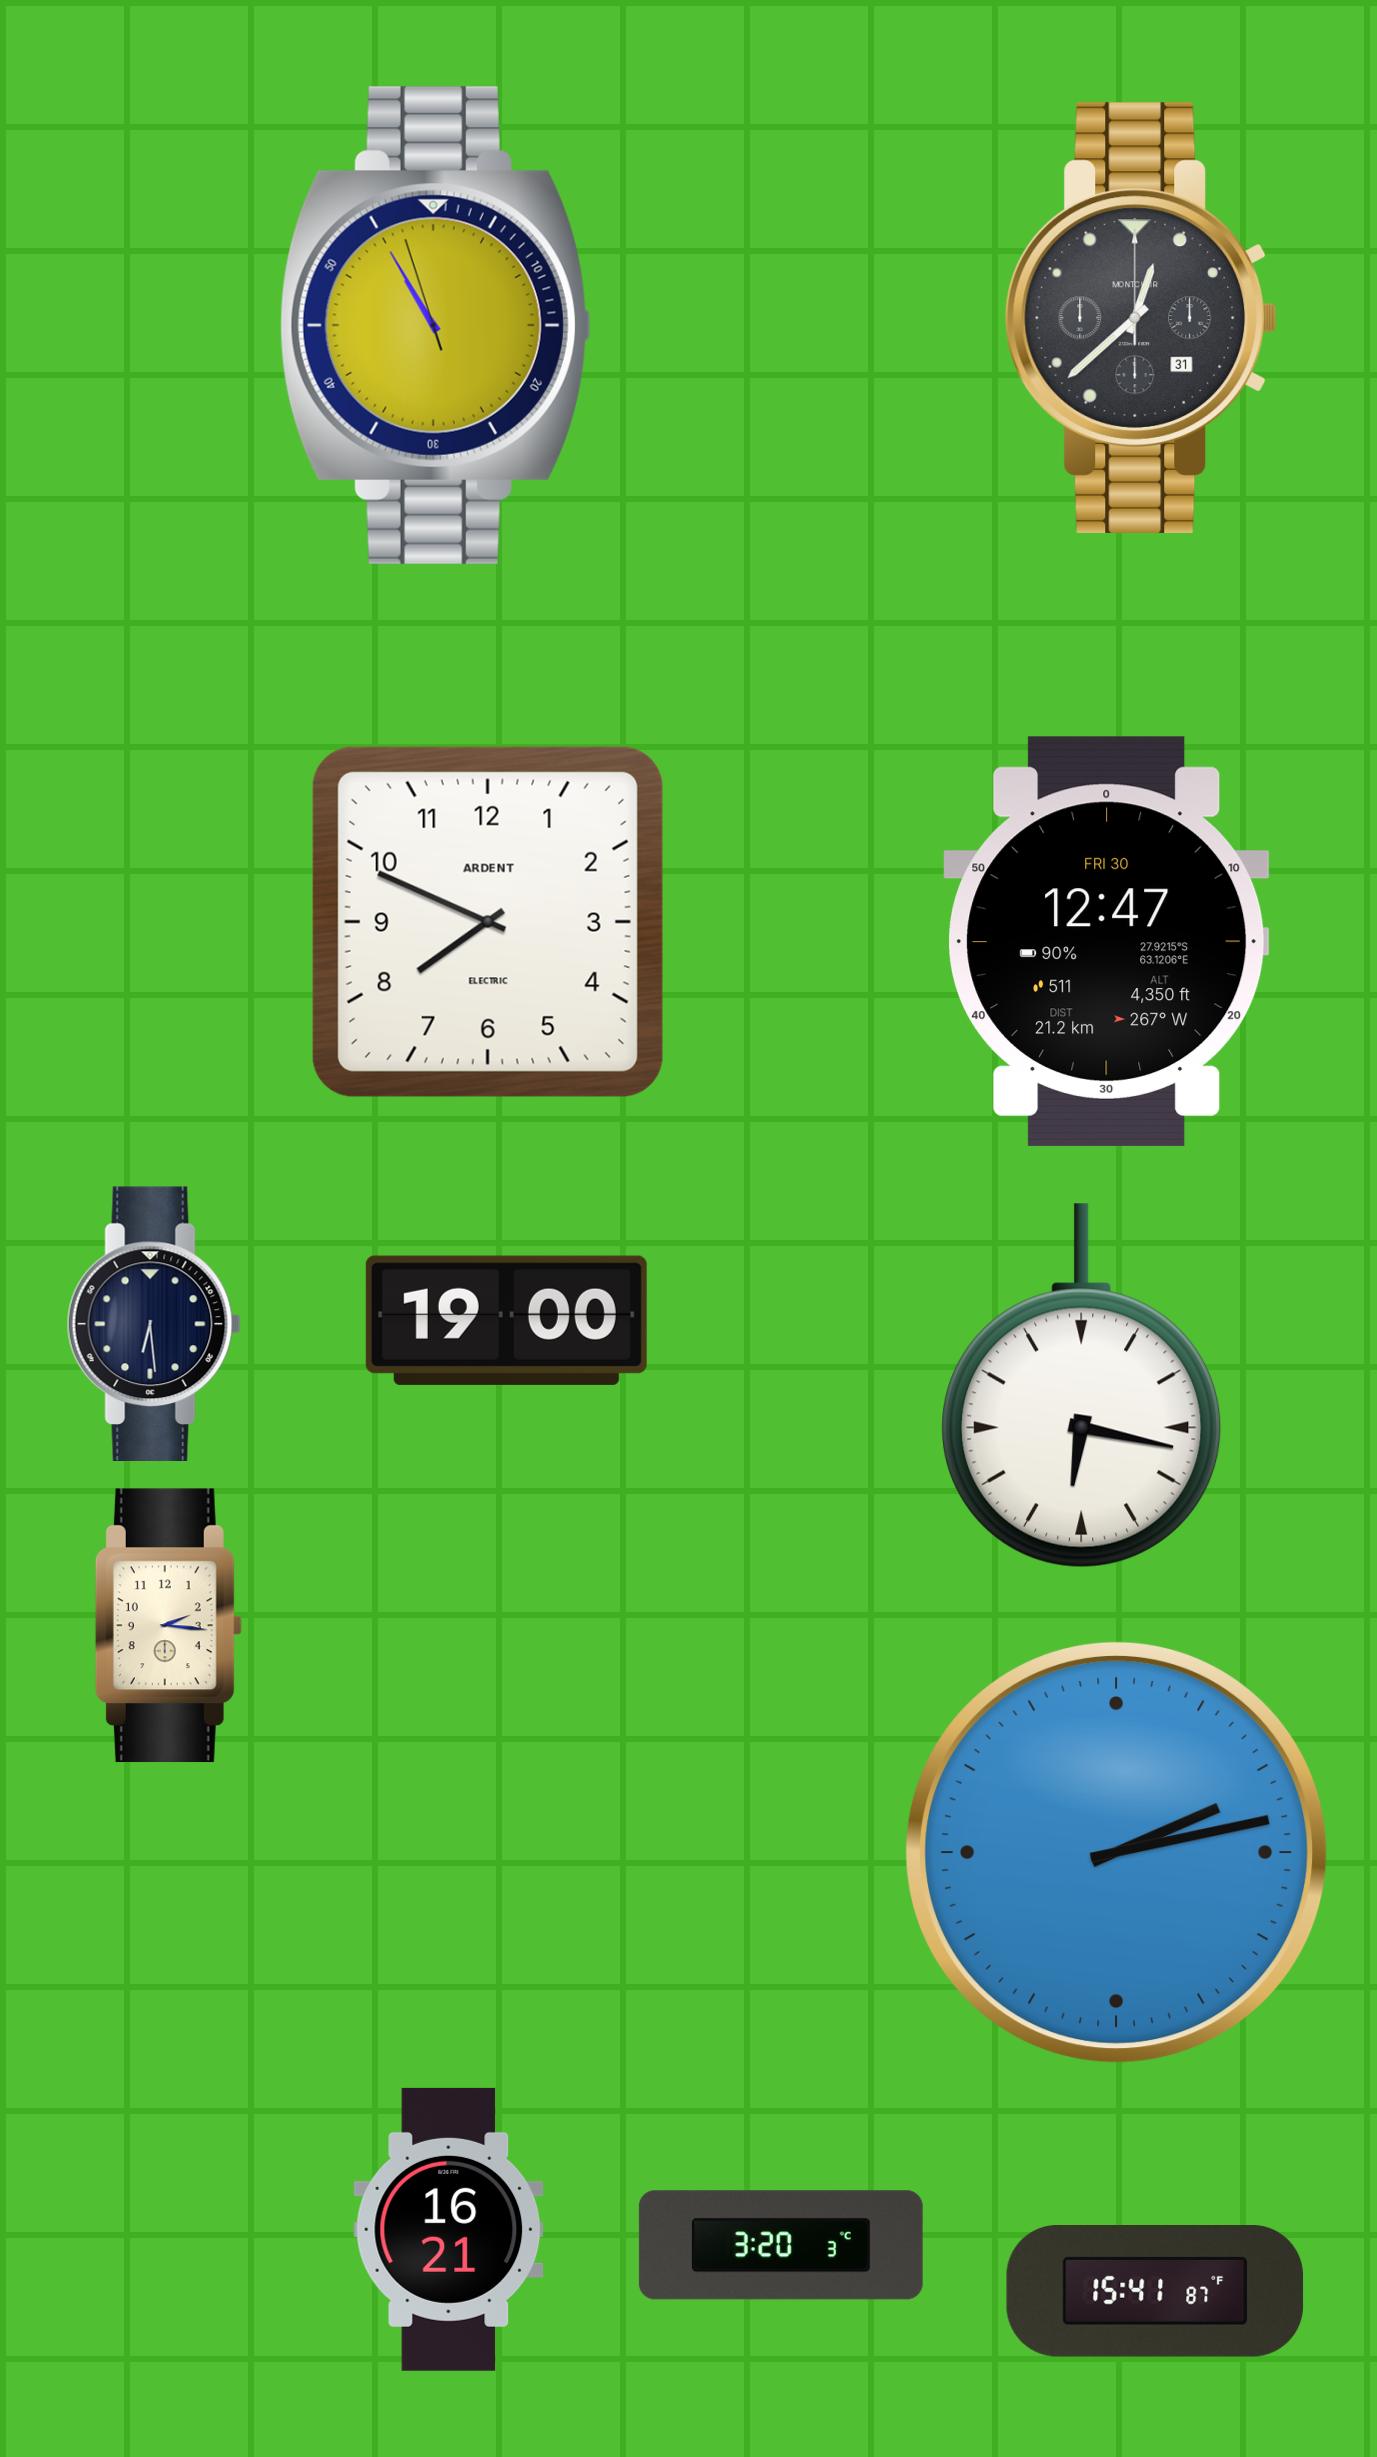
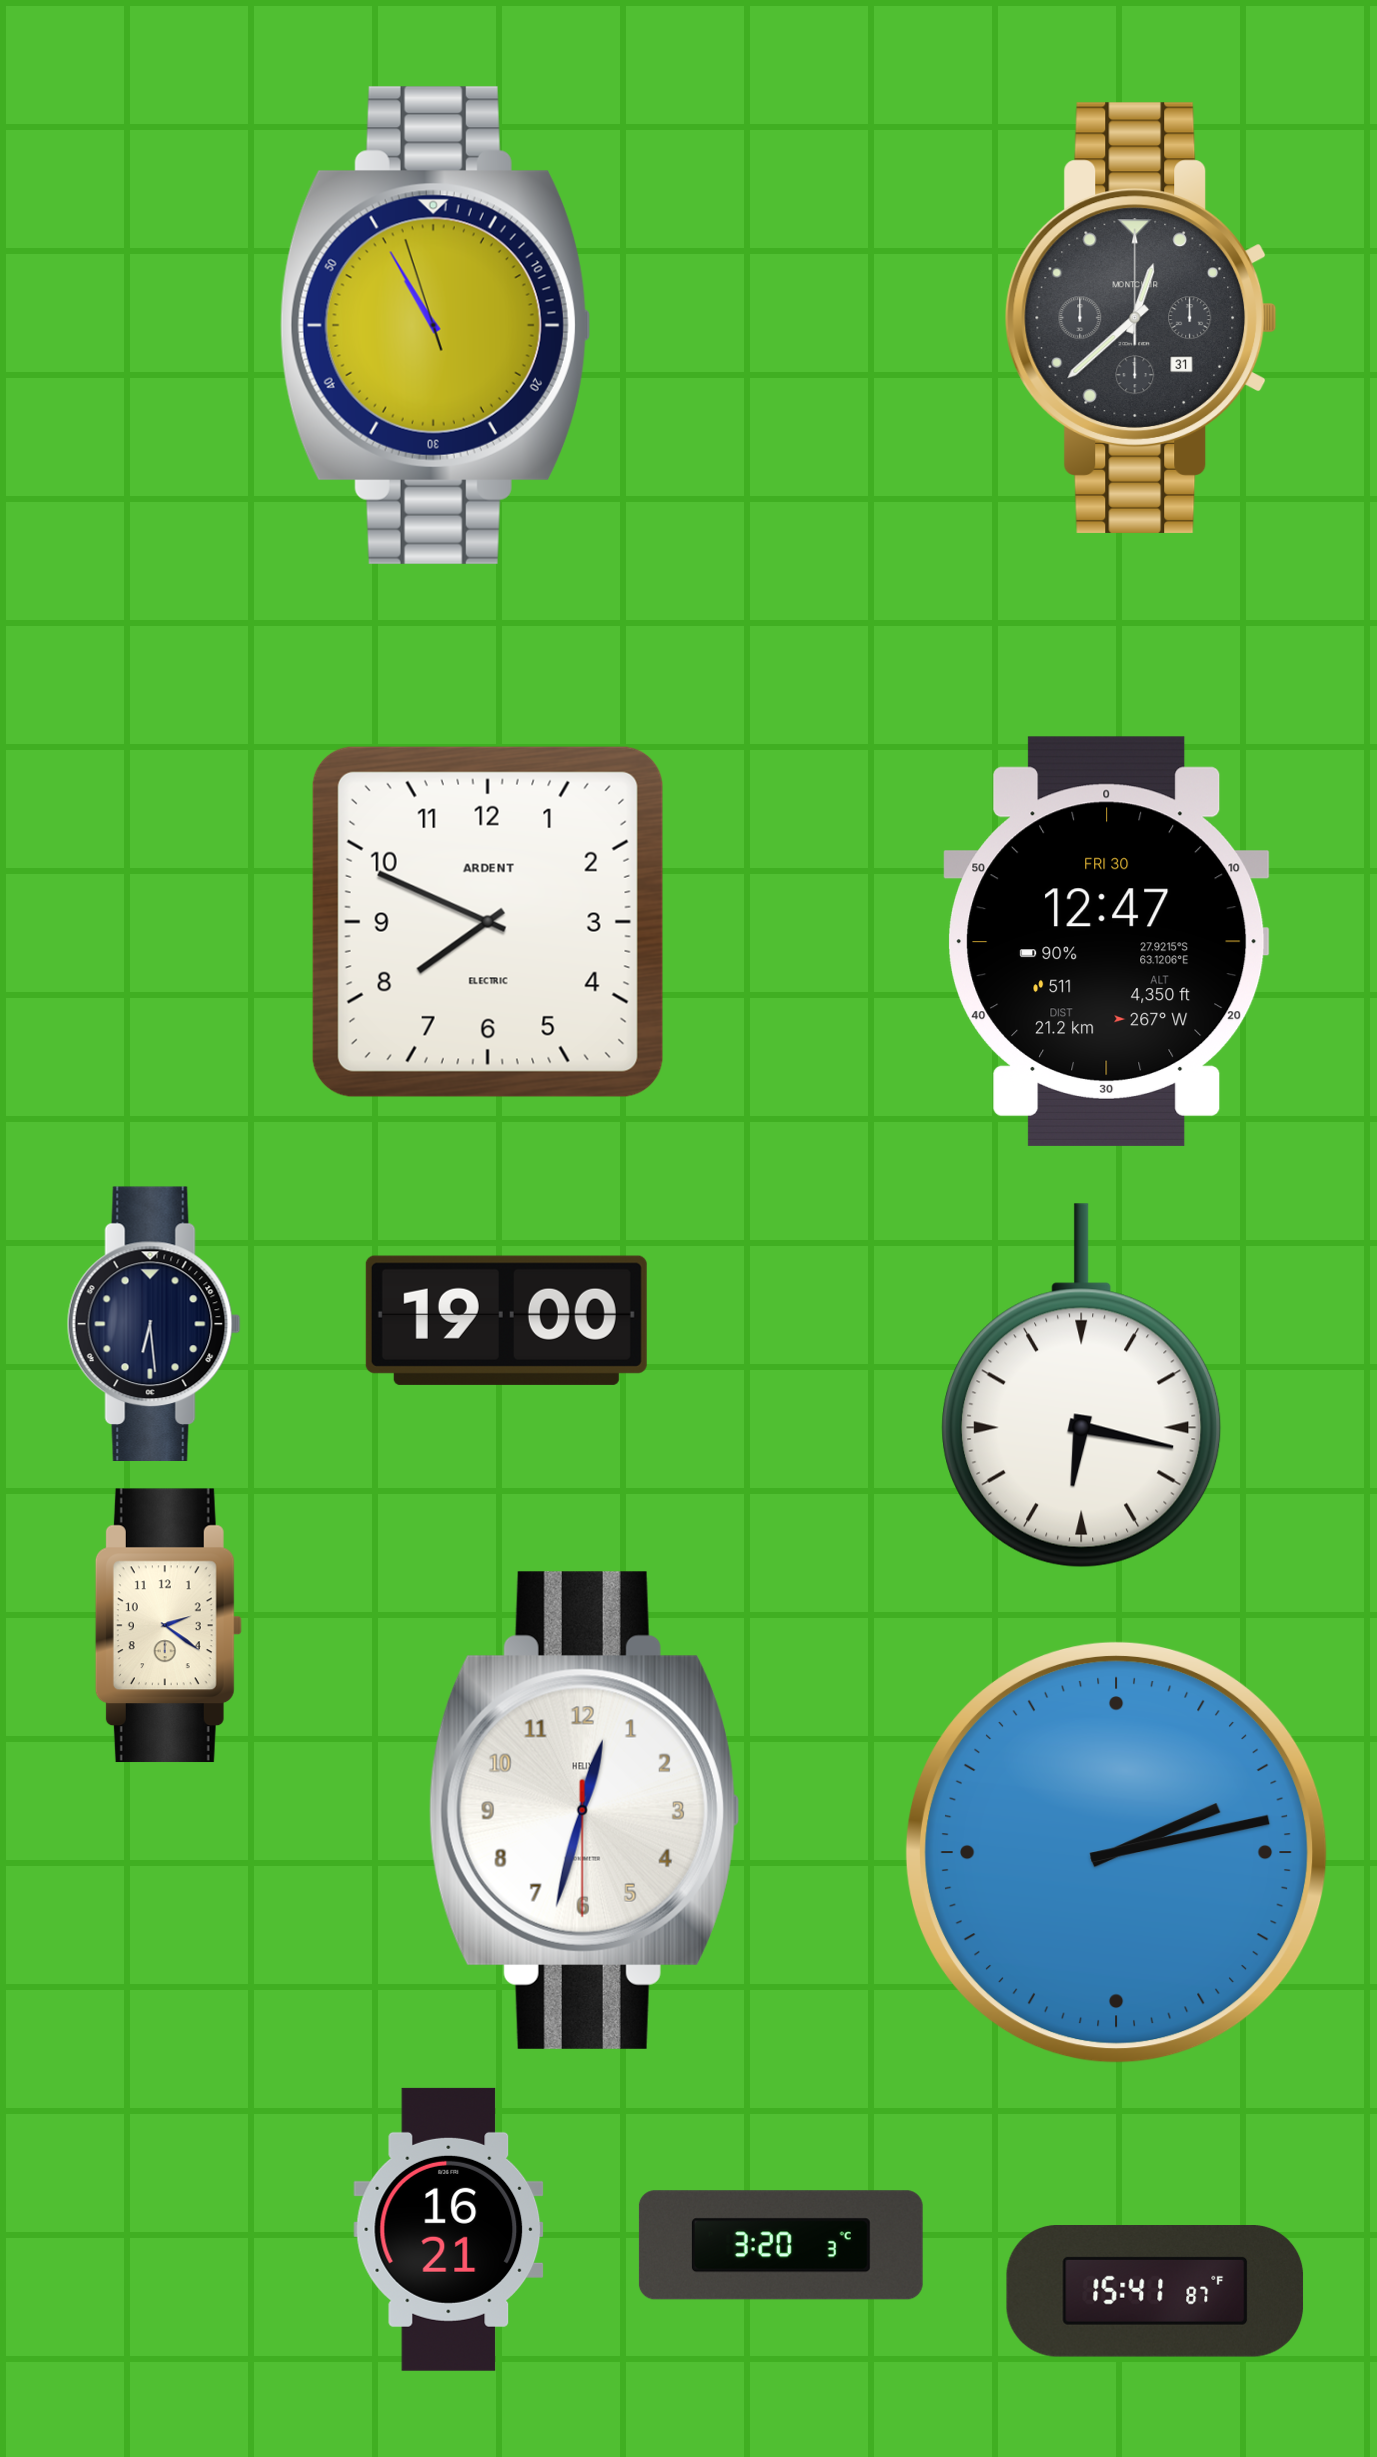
clock at (168, 1626): 2:16 -> 2:21
clock at (584, 1810): none -> 12:32
